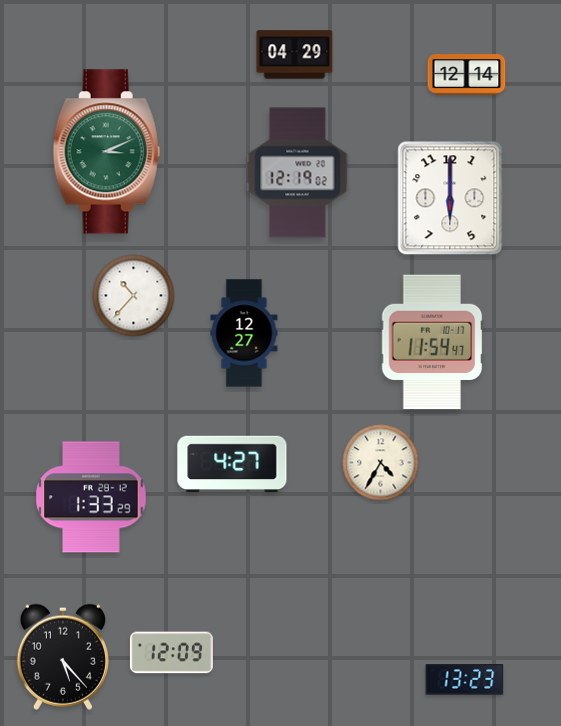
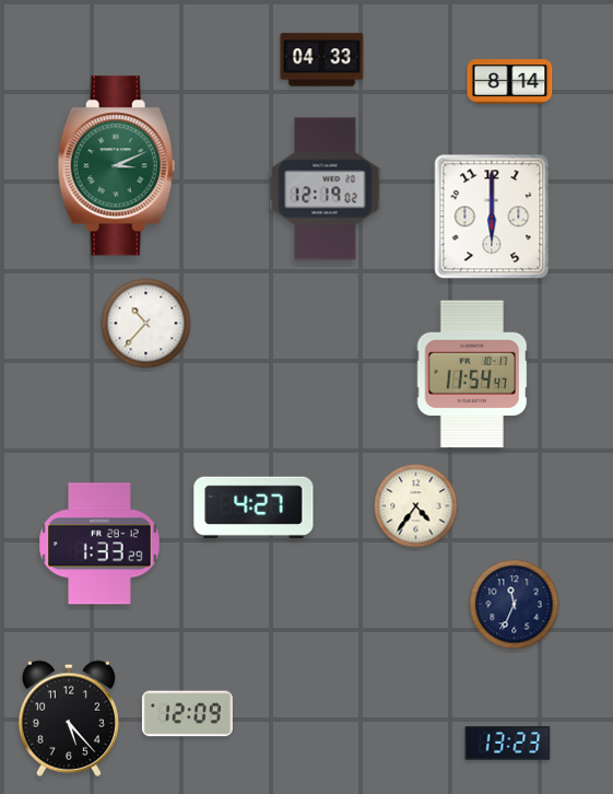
clock at (295, 55): 04:29 -> 04:33
clock at (467, 75): 12:14 -> 8:14
clock at (244, 333): 12:27 -> none
clock at (381, 463): 4:35 -> 4:36
clock at (515, 605): none -> 11:34
